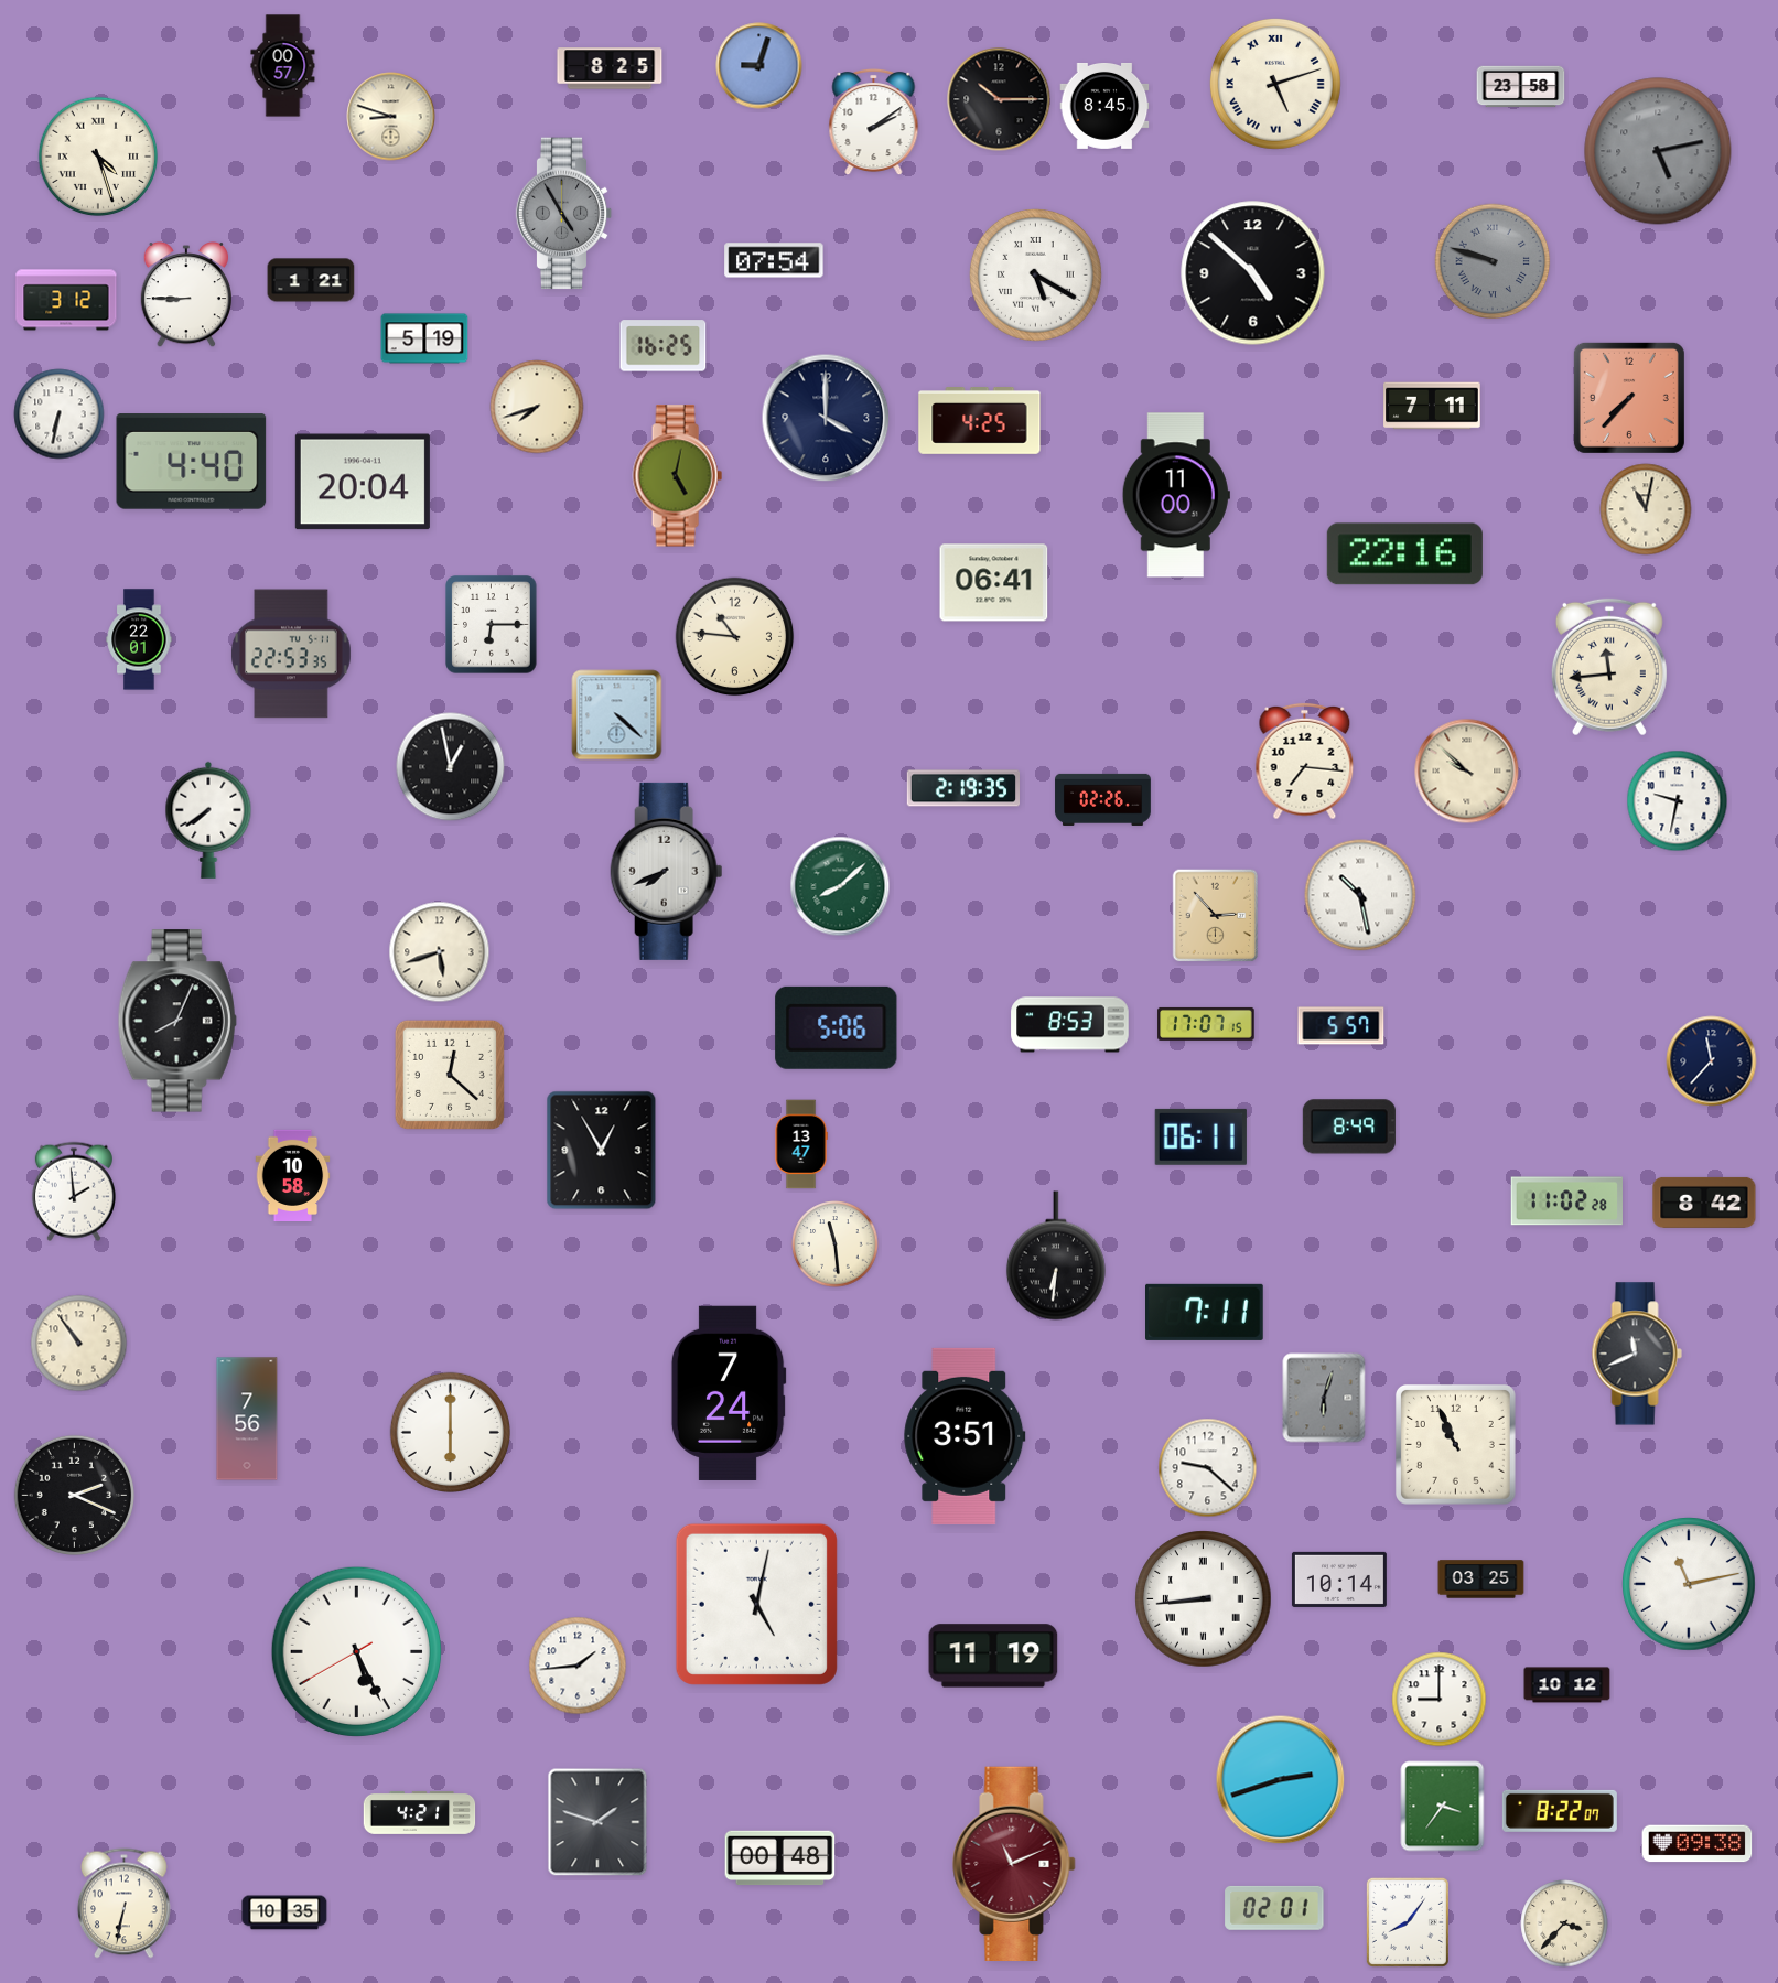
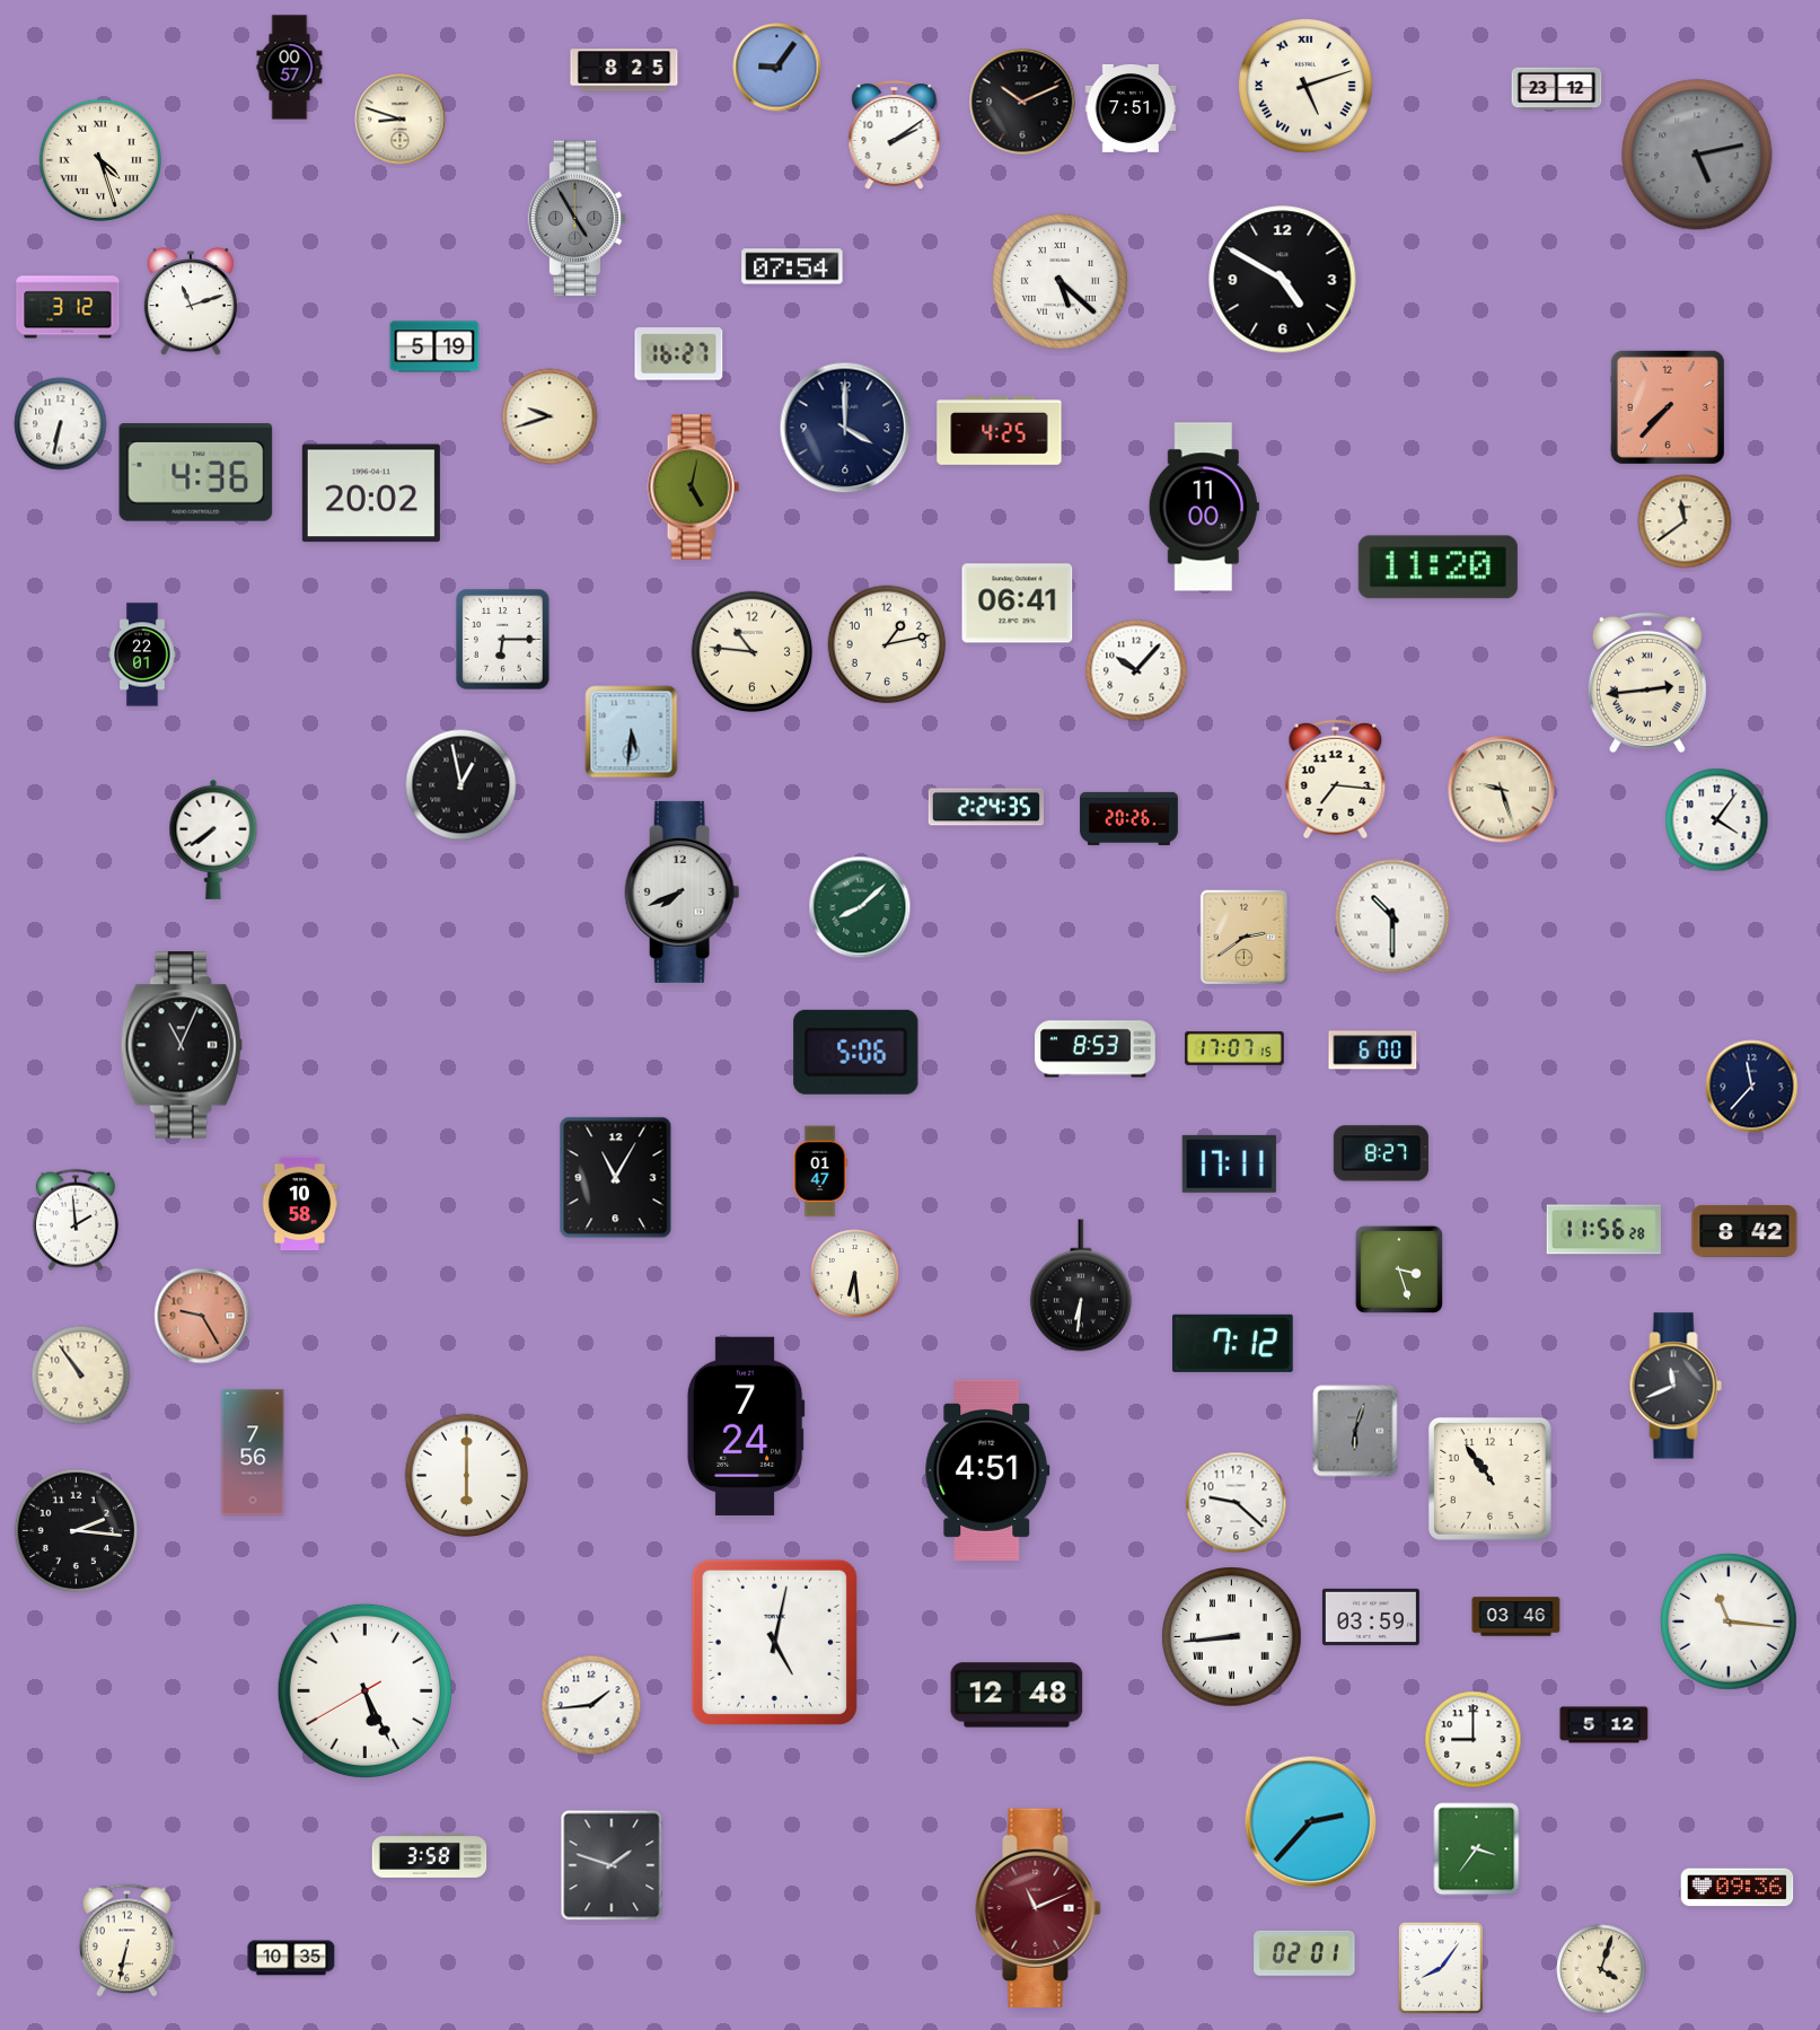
clock at (759, 66): 9:03 -> 9:06
clock at (1521, 87): 23:58 -> 23:12
clock at (999, 99): 10:15 -> 10:11
clock at (1104, 106): 8:45 -> 7:51
clock at (874, 122) position: (874, 122) -> (895, 135)
clock at (1493, 261): 9:48 -> none
clock at (1253, 273): 4:52 -> 4:50
clock at (1035, 274): 5:20 -> 5:22
clock at (311, 280): 1:21 -> none
clock at (185, 295): 8:45 -> 11:12
clock at (664, 346): 16:25 -> 16:27
clock at (1432, 406): 7:11 -> none
clock at (537, 407): 7:42 -> 9:42
clock at (980, 421) position: (980, 421) -> (1000, 431)
clock at (192, 462): 4:40 -> 4:36
clock at (363, 482): 20:04 -> 20:02
clock at (1646, 509): 11:02 -> 11:39
clock at (1404, 554): 22:16 -> 11:20
clock at (994, 583) position: (994, 583) -> (1018, 604)
clock at (887, 644): none -> 1:13
clock at (292, 654): 22:53 -> none
clock at (1136, 670): none -> 10:07
clock at (1609, 667): 11:44 -> 2:44
clock at (617, 715): 4:22 -> 5:31
clock at (1467, 772): 9:52 -> 9:27
clock at (962, 788): 2:19 -> 2:24
clock at (1103, 799): 02:26 -> 20:26
clock at (1678, 801): 9:32 -> 4:06
clock at (1360, 895): 10:28 -> 10:30
clock at (1216, 916): 2:53 -> 2:39
clock at (440, 952): 5:42 -> none
clock at (177, 1021): 8:04 -> 11:04
clock at (1341, 1026): 5:57 -> 6:00
clock at (450, 1075): 12:22 -> none
clock at (1349, 1127): 8:49 -> 8:27
clock at (1200, 1136): 06:11 -> 17:11
clock at (801, 1144): 13:47 -> 01:47
clock at (602, 1151): 12:55 -> 11:05
clock at (1566, 1201): 11:02 -> 11:56
clock at (1399, 1269): none -> 3:27
clock at (836, 1244): 11:29 -> 6:29
clock at (202, 1316): none -> 9:25
clock at (1205, 1312): 7:11 -> 7:12
clock at (450, 1432) position: (450, 1432) -> (466, 1475)
clock at (965, 1436): 3:51 -> 4:51
clock at (1455, 1444): 10:56 -> 10:54
clock at (74, 1495): 2:19 -> 2:16
clock at (1339, 1580): 10:14 -> 03:59
clock at (1481, 1580): 03:25 -> 03:46
clock at (1690, 1585): 11:13 -> 11:16
clock at (993, 1656): 11:19 -> 12:48
clock at (1567, 1685): 10:12 -> 5:12
clock at (1281, 1780): 2:42 -> 2:37
clock at (1560, 1811): 8:22 -> none
clock at (420, 1812): 4:21 -> 3:58
clock at (1698, 1844): 09:38 -> 09:36
clock at (780, 1858): 00:48 -> none
clock at (125, 1904) position: (125, 1904) -> (128, 1941)
clock at (1564, 1923): 3:37 -> 4:03
